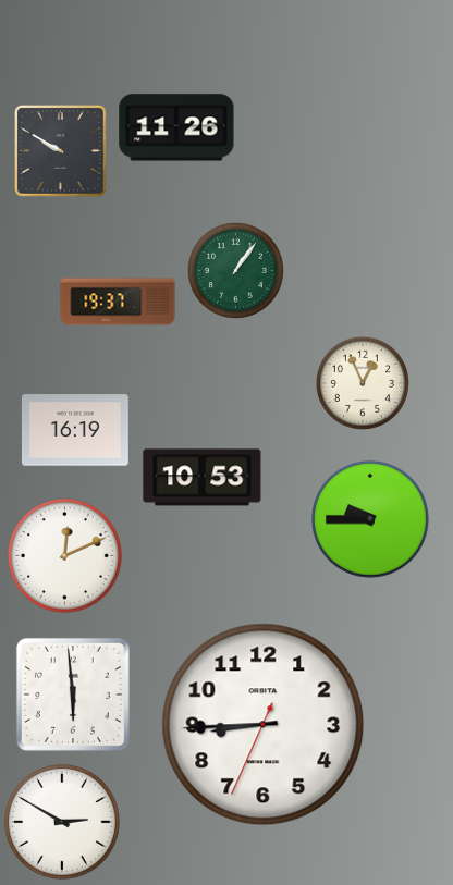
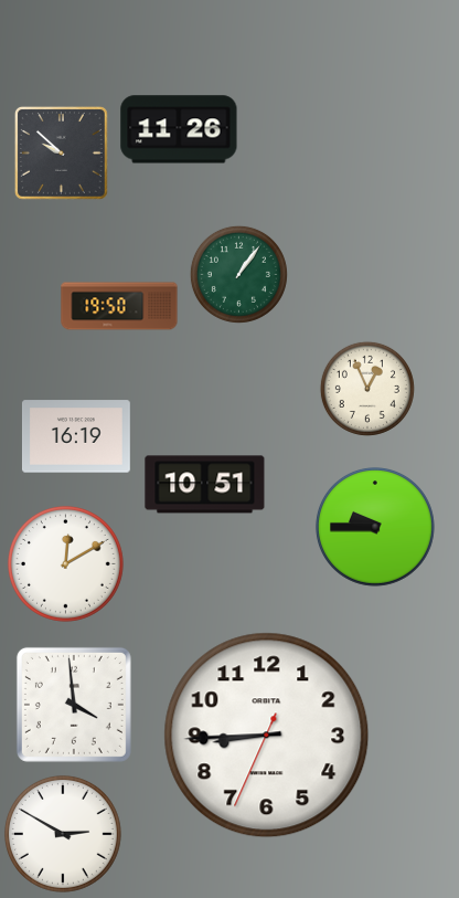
clock at (60, 150): 9:50 -> 9:52
clock at (118, 302): 19:37 -> 19:50
clock at (203, 478): 10:53 -> 10:51
clock at (64, 555): 12:11 -> 12:10
clock at (73, 695): 5:59 -> 3:59
